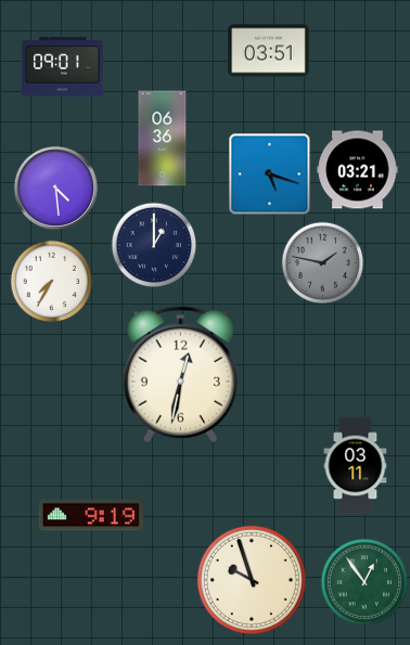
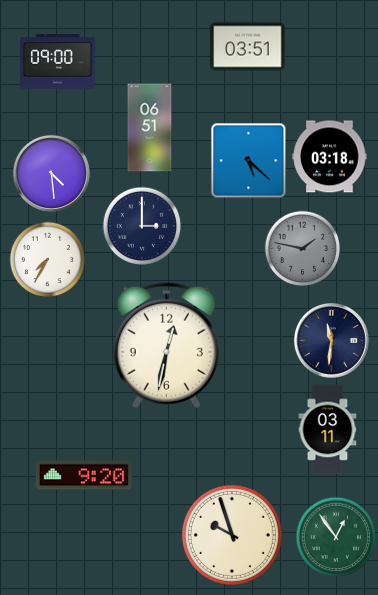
clock at (63, 67): 09:01 -> 09:00
clock at (163, 139): 06:36 -> 06:51
clock at (358, 170): 03:21 -> 03:18
clock at (270, 175): 5:18 -> 5:22
clock at (154, 245): 1:00 -> 3:00
clock at (323, 263) position: (323, 263) -> (303, 249)
clock at (331, 340): none -> 11:31
clock at (91, 515): 9:19 -> 9:20
